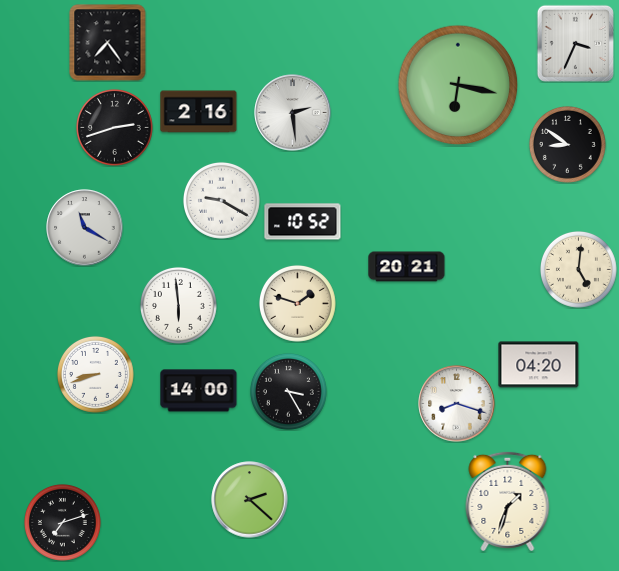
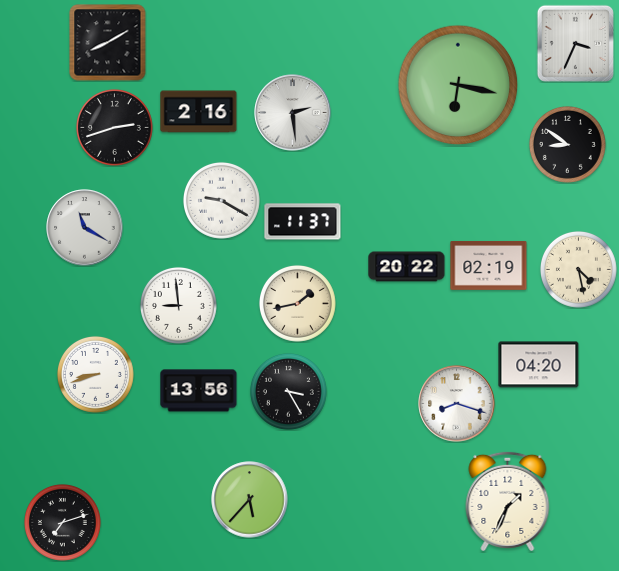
clock at (108, 43): 7:24 -> 8:10
clock at (303, 222): 10:52 -> 11:37
clock at (489, 265): none -> 02:19
clock at (407, 267): 20:21 -> 20:22
clock at (578, 269): 5:01 -> 4:28
clock at (297, 303): 1:48 -> 1:43
clock at (178, 305): 5:59 -> 8:59
clock at (199, 391): 14:00 -> 13:56
clock at (250, 500): 2:22 -> 5:37
clock at (508, 501): 1:33 -> 1:34
